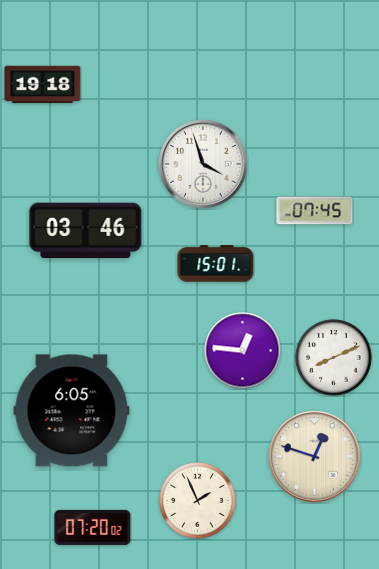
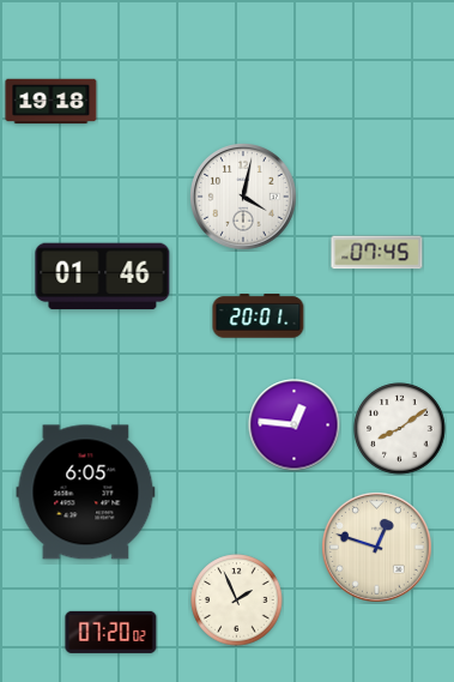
clock at (203, 164): 3:57 -> 4:02
clock at (86, 231): 03:46 -> 01:46
clock at (216, 264): 15:01 -> 20:01
clock at (243, 351) position: (243, 351) -> (295, 426)
clock at (334, 358): 8:11 -> 8:09
